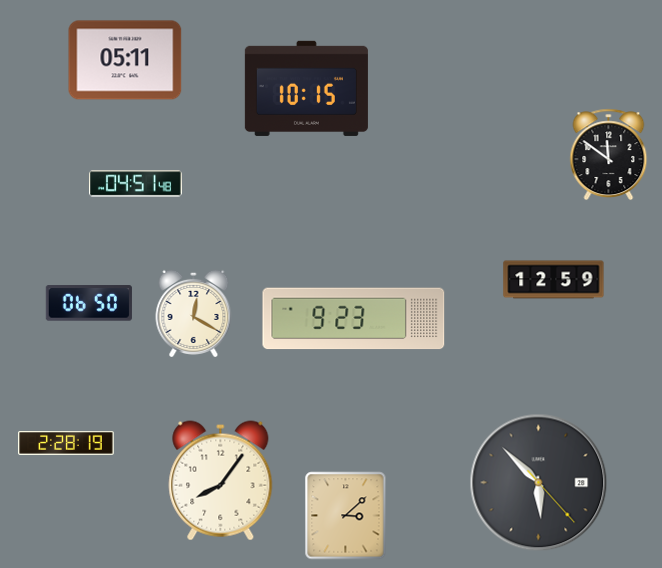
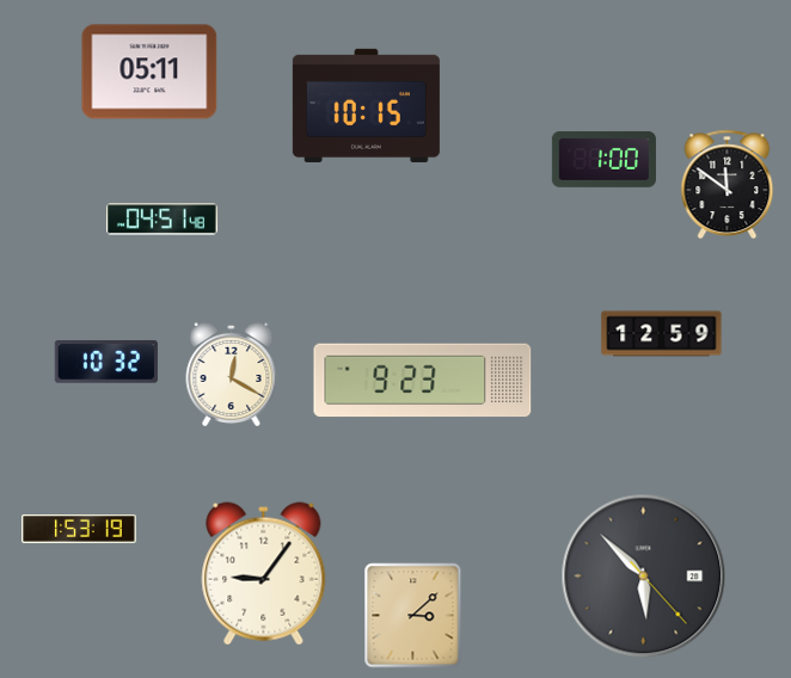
clock at (603, 159): none -> 1:00
clock at (89, 303): 06:50 -> 10:32
clock at (66, 444): 2:28 -> 1:53
clock at (221, 481): 8:06 -> 9:06
